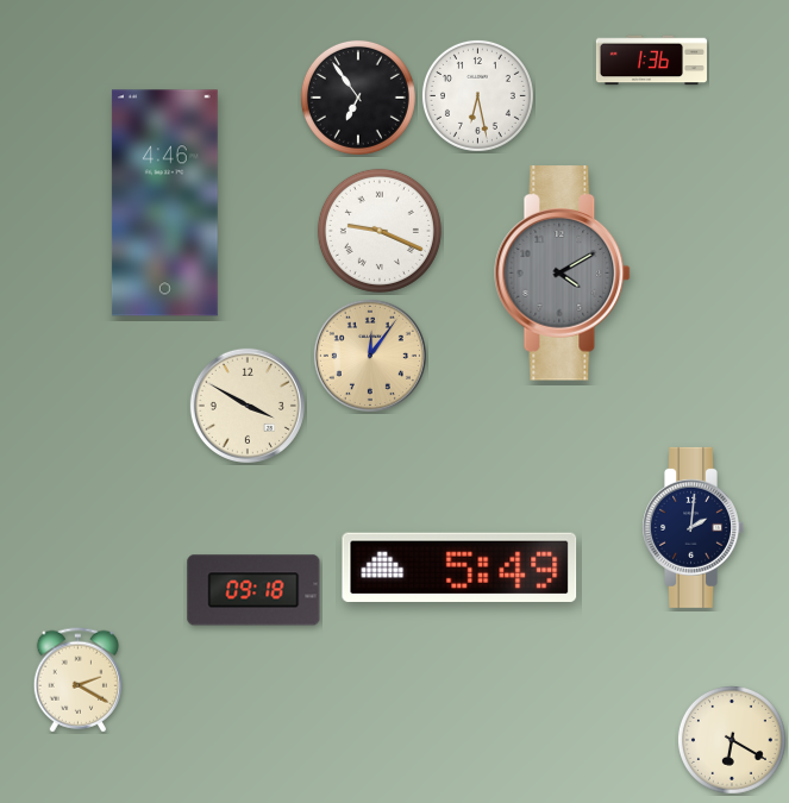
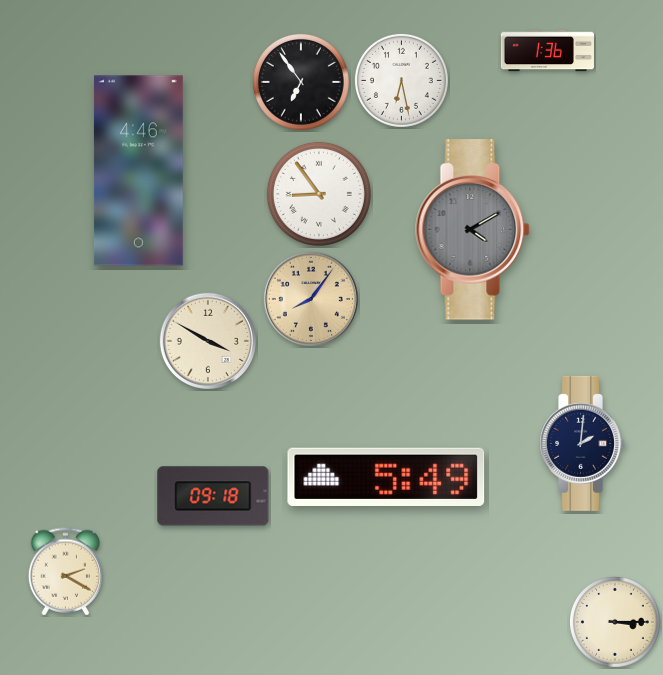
clock at (380, 231): 9:19 -> 8:54
clock at (370, 356): 12:06 -> 8:06
clock at (732, 740): 6:20 -> 3:15
